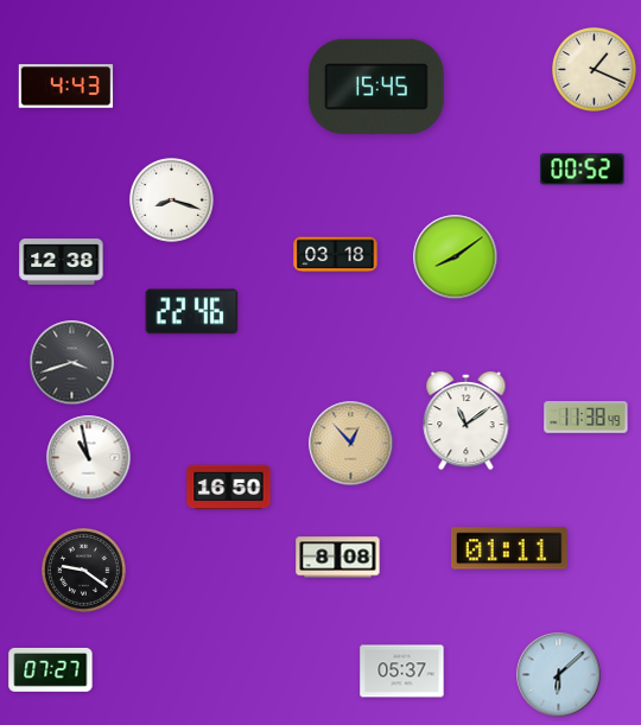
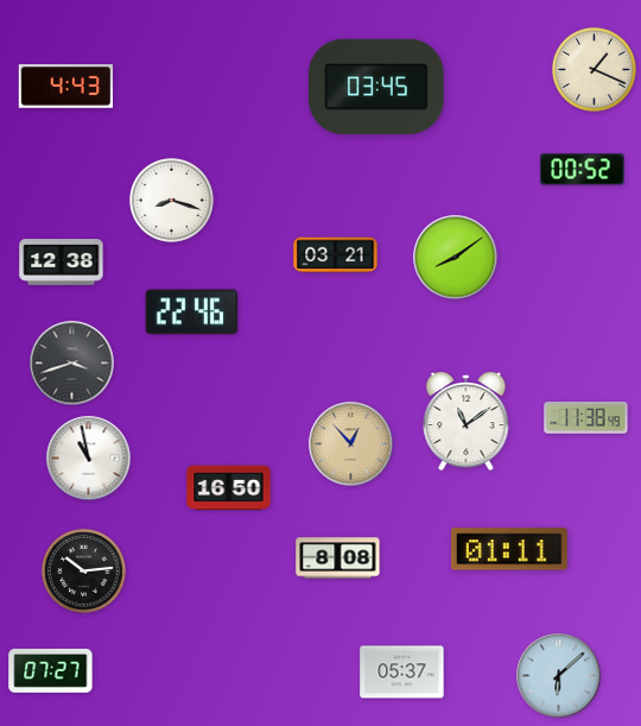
clock at (376, 87): 15:45 -> 03:45
clock at (336, 255): 03:18 -> 03:21
clock at (84, 571): 9:21 -> 10:14
